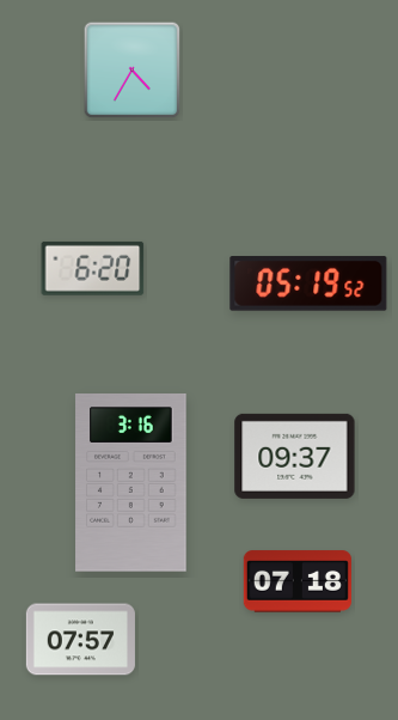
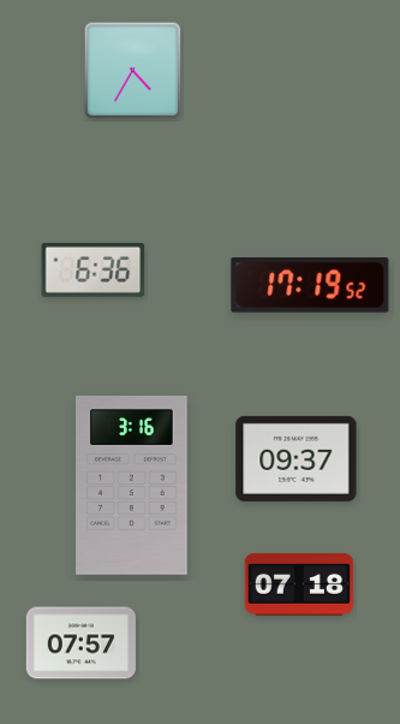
clock at (93, 268): 6:20 -> 6:36
clock at (308, 283): 05:19 -> 17:19
